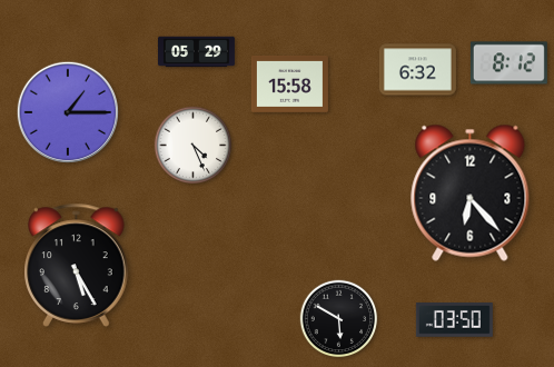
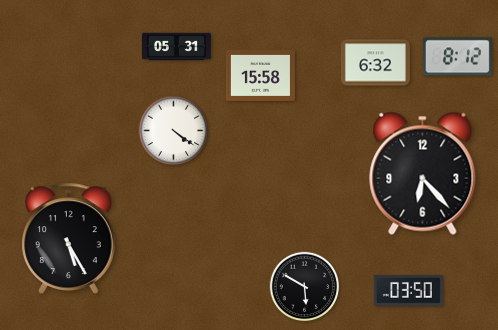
clock at (196, 52): 05:29 -> 05:31
clock at (67, 111): 1:15 -> none
clock at (194, 146): 4:26 -> 4:21
clock at (454, 320) position: (454, 320) -> (408, 291)
